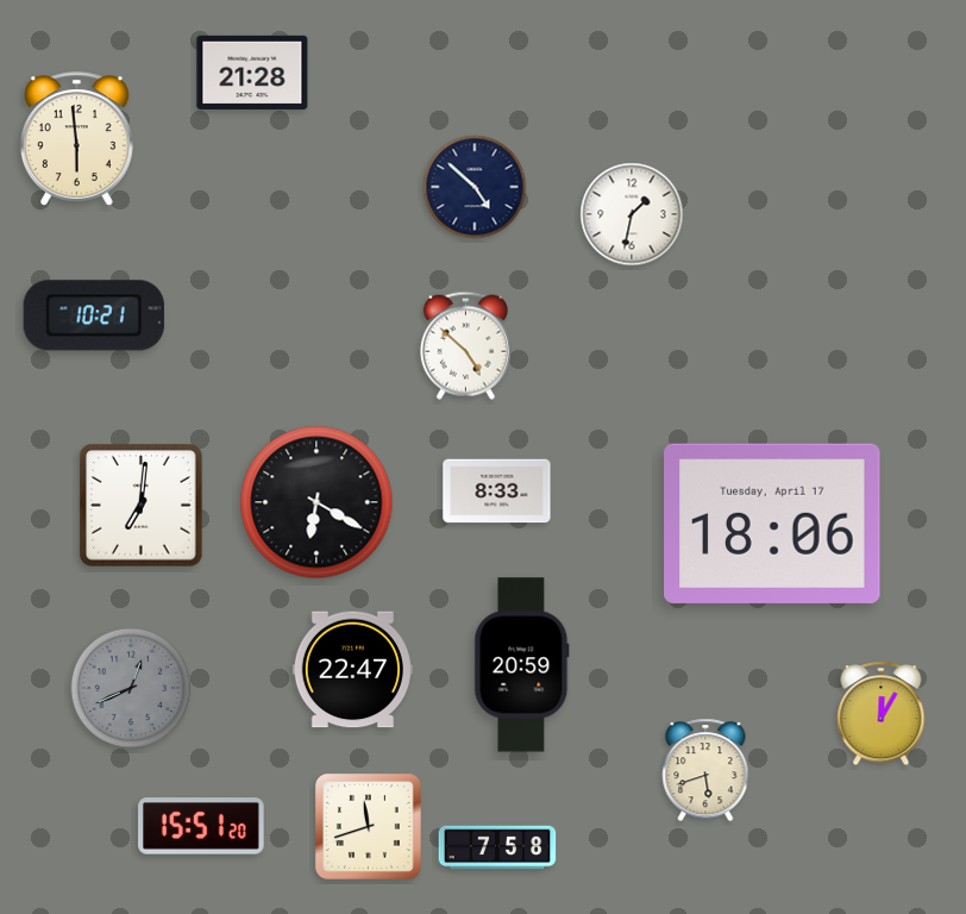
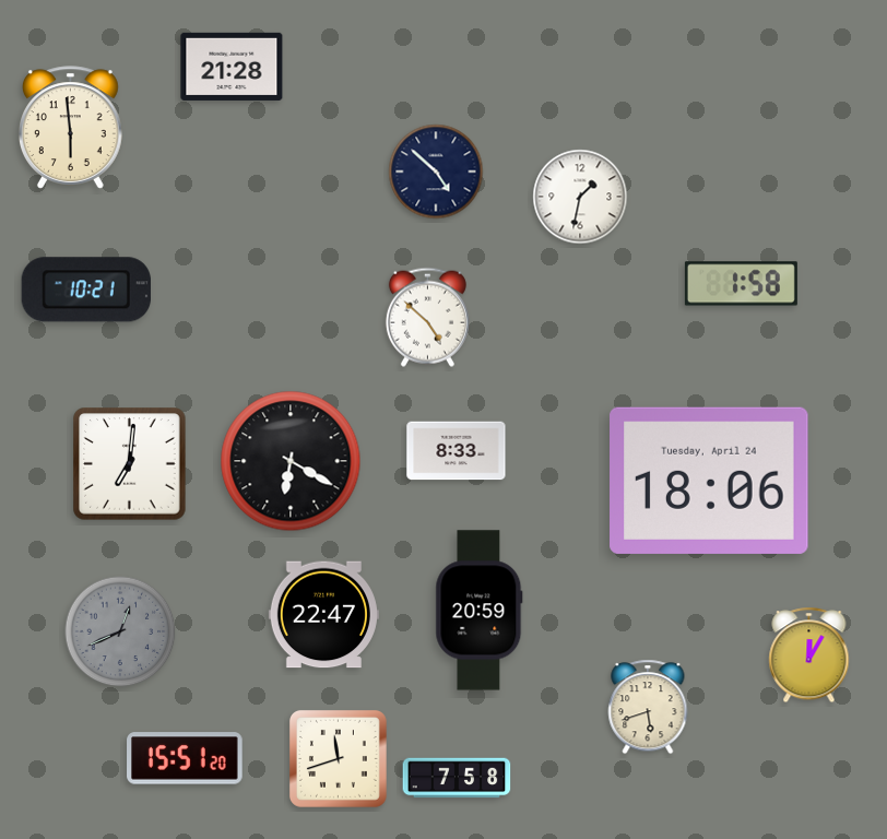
clock at (741, 284): none -> 1:58
clock at (772, 524) date: Tuesday, April 17 -> Tuesday, April 24
